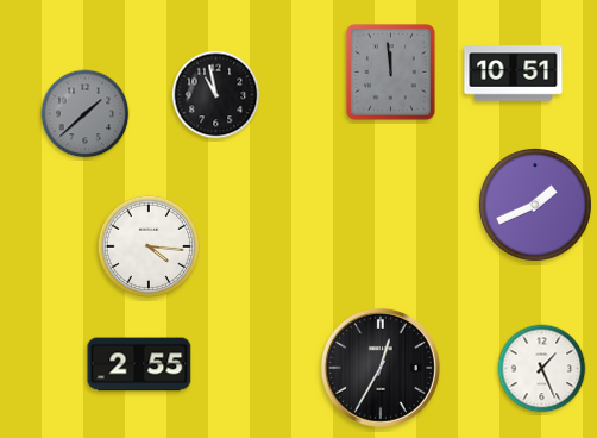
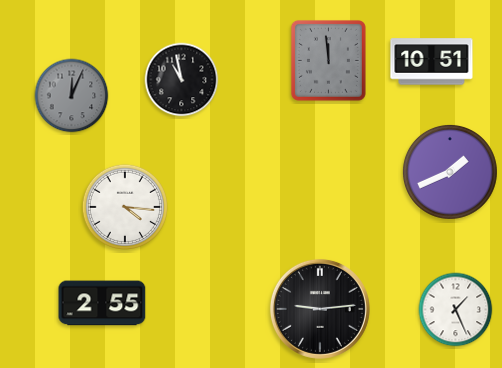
clock at (86, 114): 1:38 -> 12:04
clock at (139, 364) position: (139, 364) -> (102, 303)
clock at (381, 368): 12:35 -> 9:14
